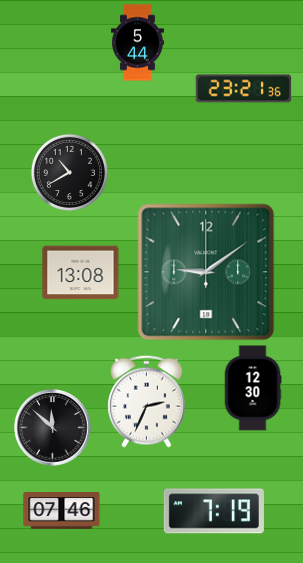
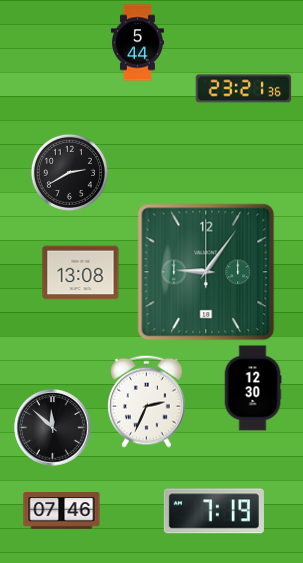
clock at (69, 172): 10:40 -> 2:40
clock at (206, 272): 9:09 -> 9:06
